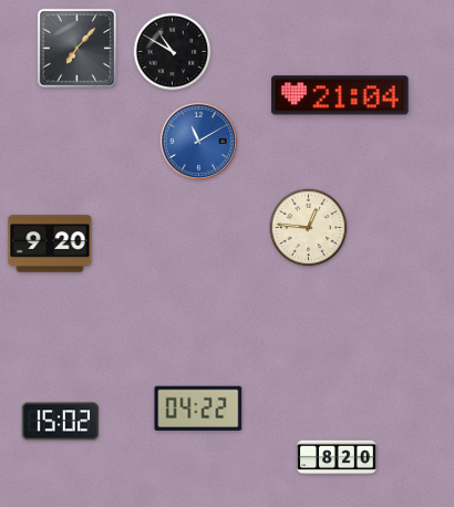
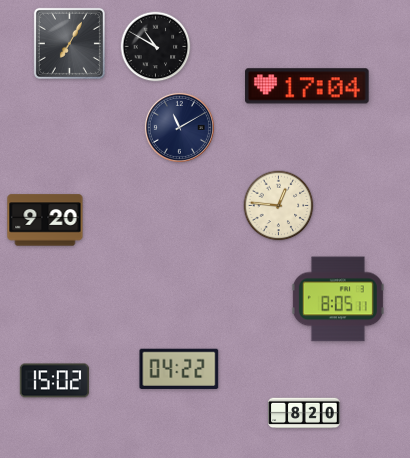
clock at (76, 48): 7:07 -> 7:05
clock at (340, 95): 21:04 -> 17:04
clock at (198, 141) dial: blue -> navy
clock at (338, 299): none -> 8:05
